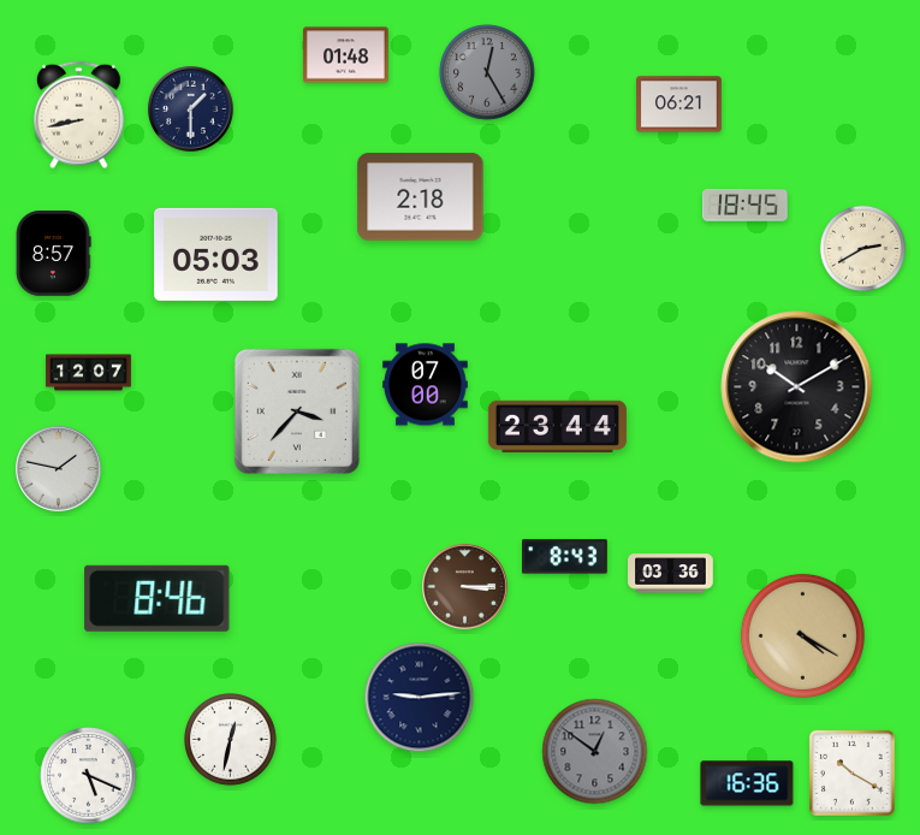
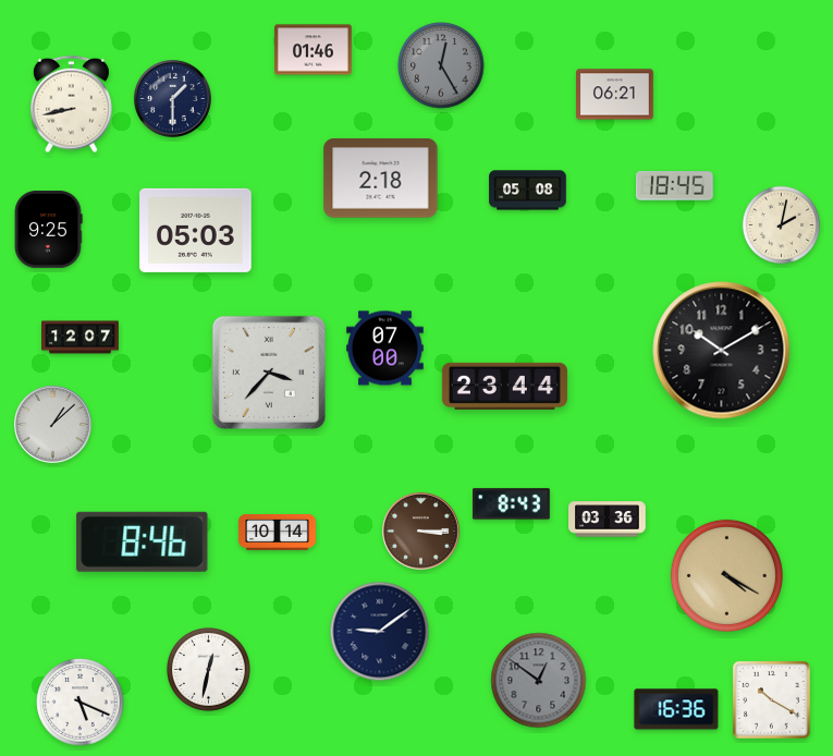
clock at (346, 55): 01:48 -> 01:46
clock at (528, 191): none -> 05:08
clock at (863, 249): 2:40 -> 2:02
clock at (53, 254): 8:57 -> 9:25
clock at (59, 469): 1:47 -> 1:08
clock at (278, 532): none -> 10:14
clock at (420, 698): 9:14 -> 9:09
